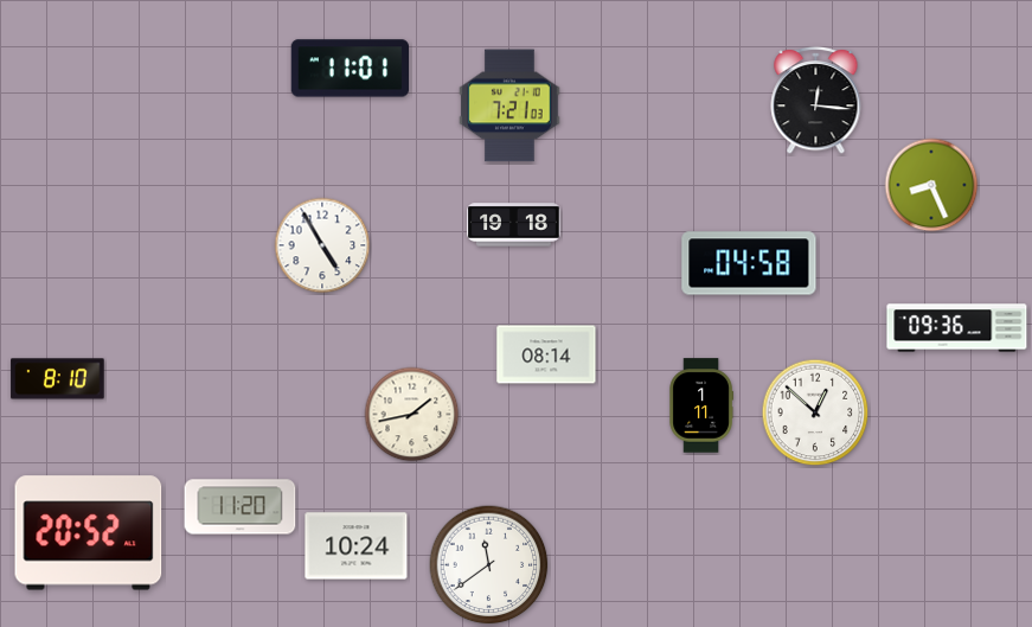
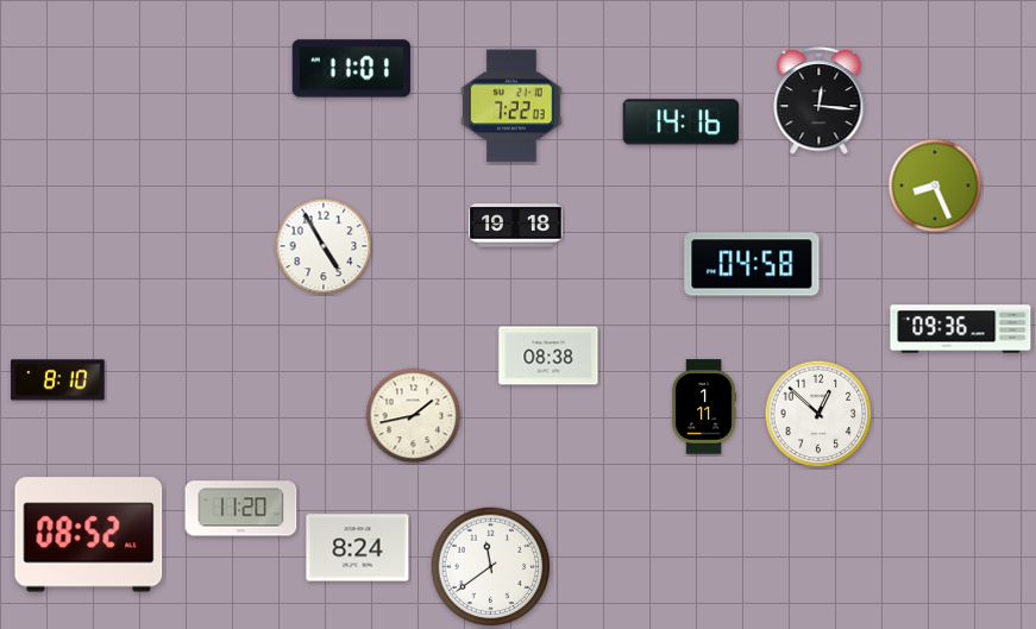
clock at (509, 105): 7:21 -> 7:22
clock at (682, 122): none -> 14:16
clock at (546, 354): 08:14 -> 08:38
clock at (89, 533): 20:52 -> 08:52
clock at (357, 546): 10:24 -> 8:24
